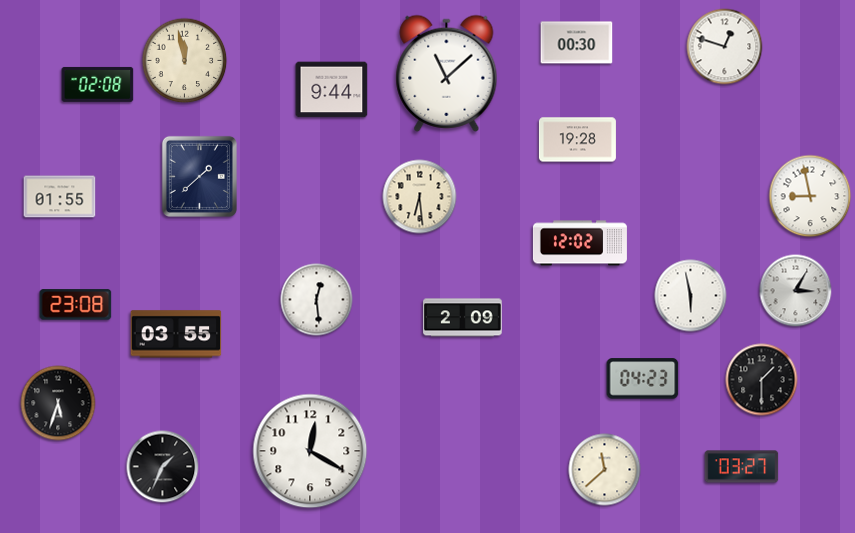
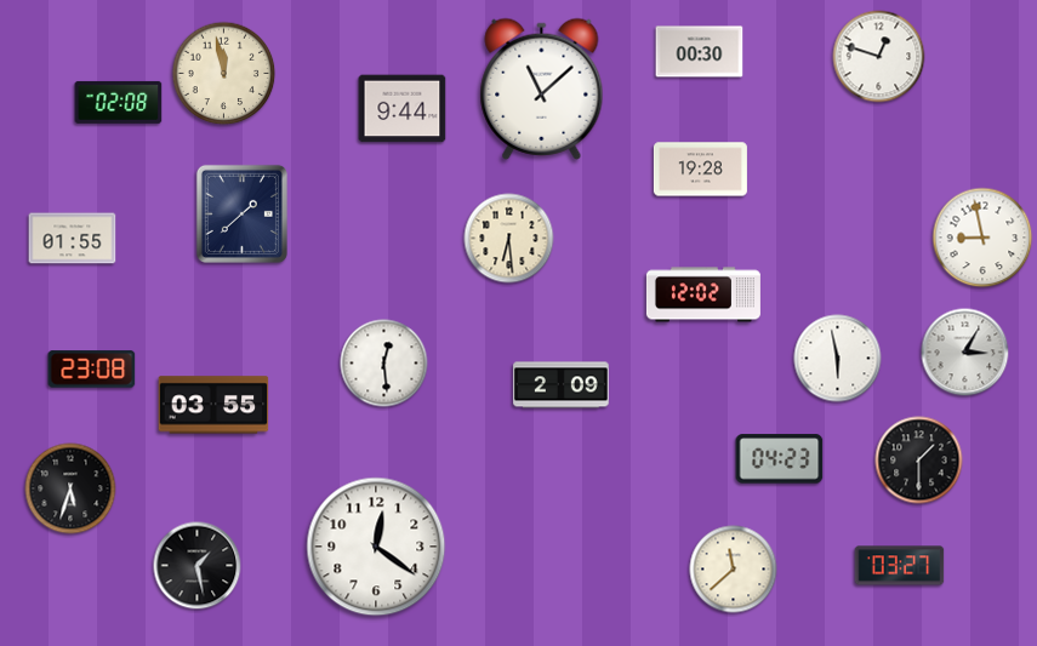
clock at (762, 380) position: (762, 380) -> (919, 461)
clock at (310, 451): 12:20 -> 12:21
clock at (163, 467): 1:34 -> 1:28
